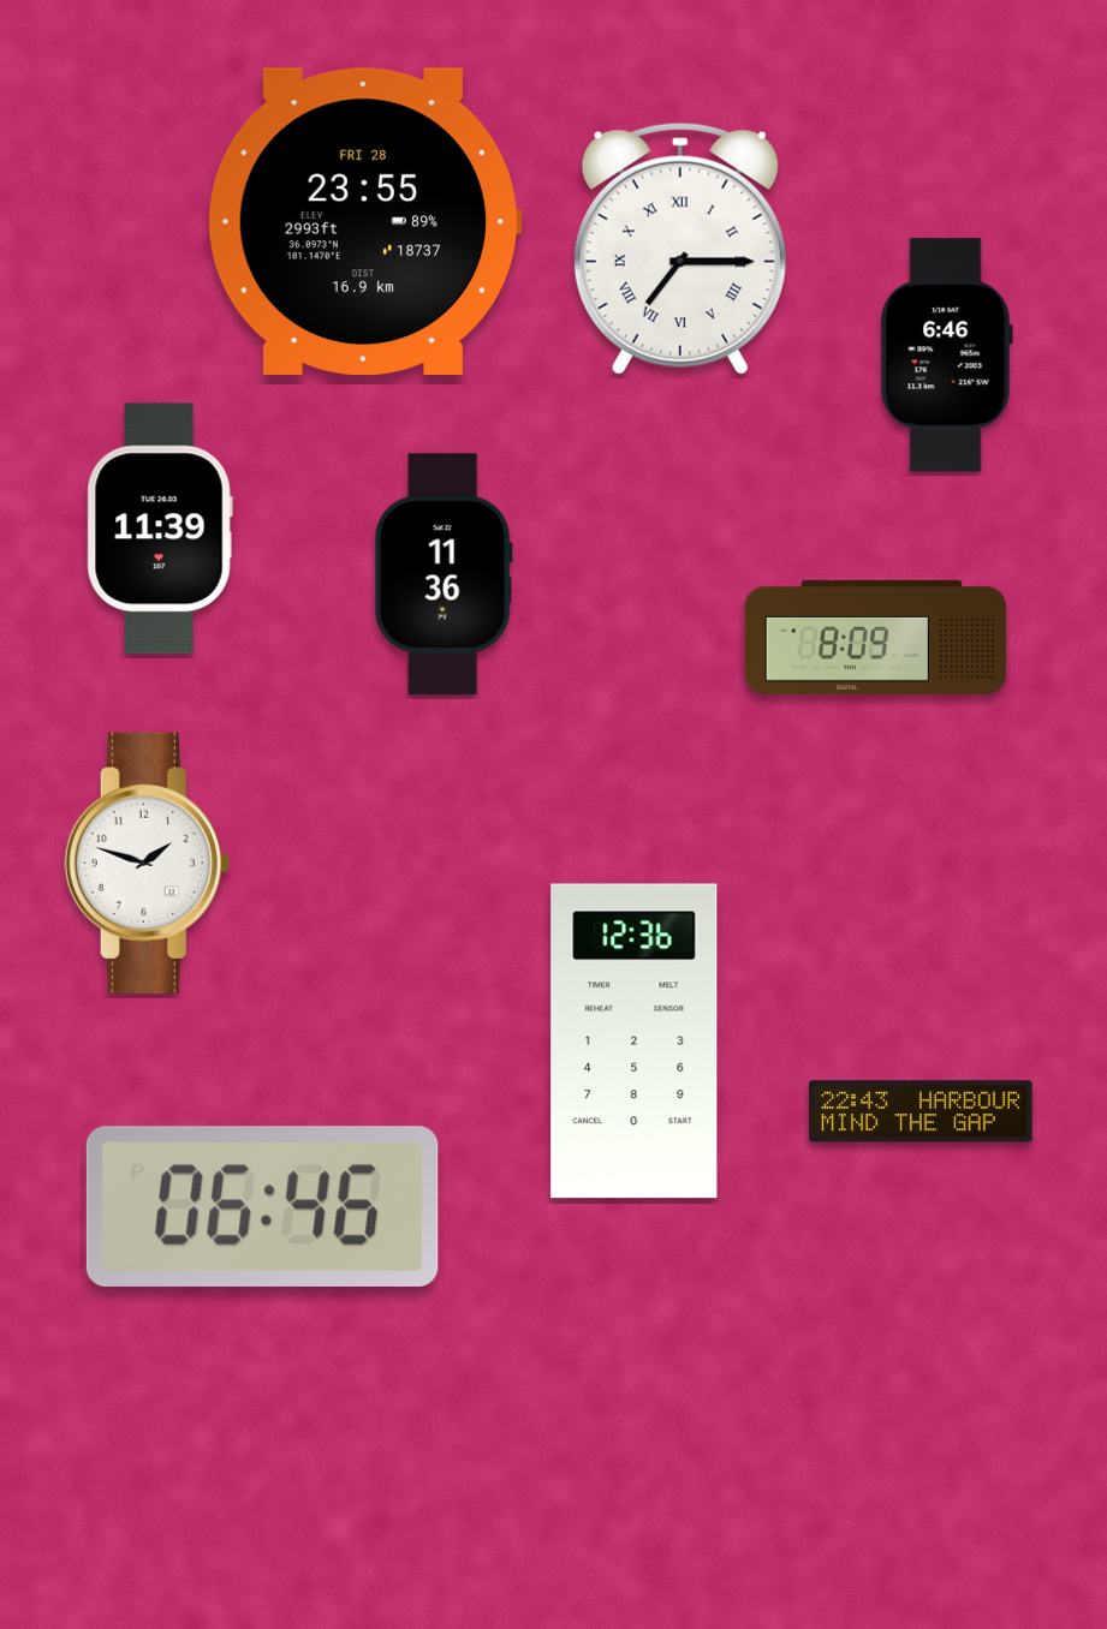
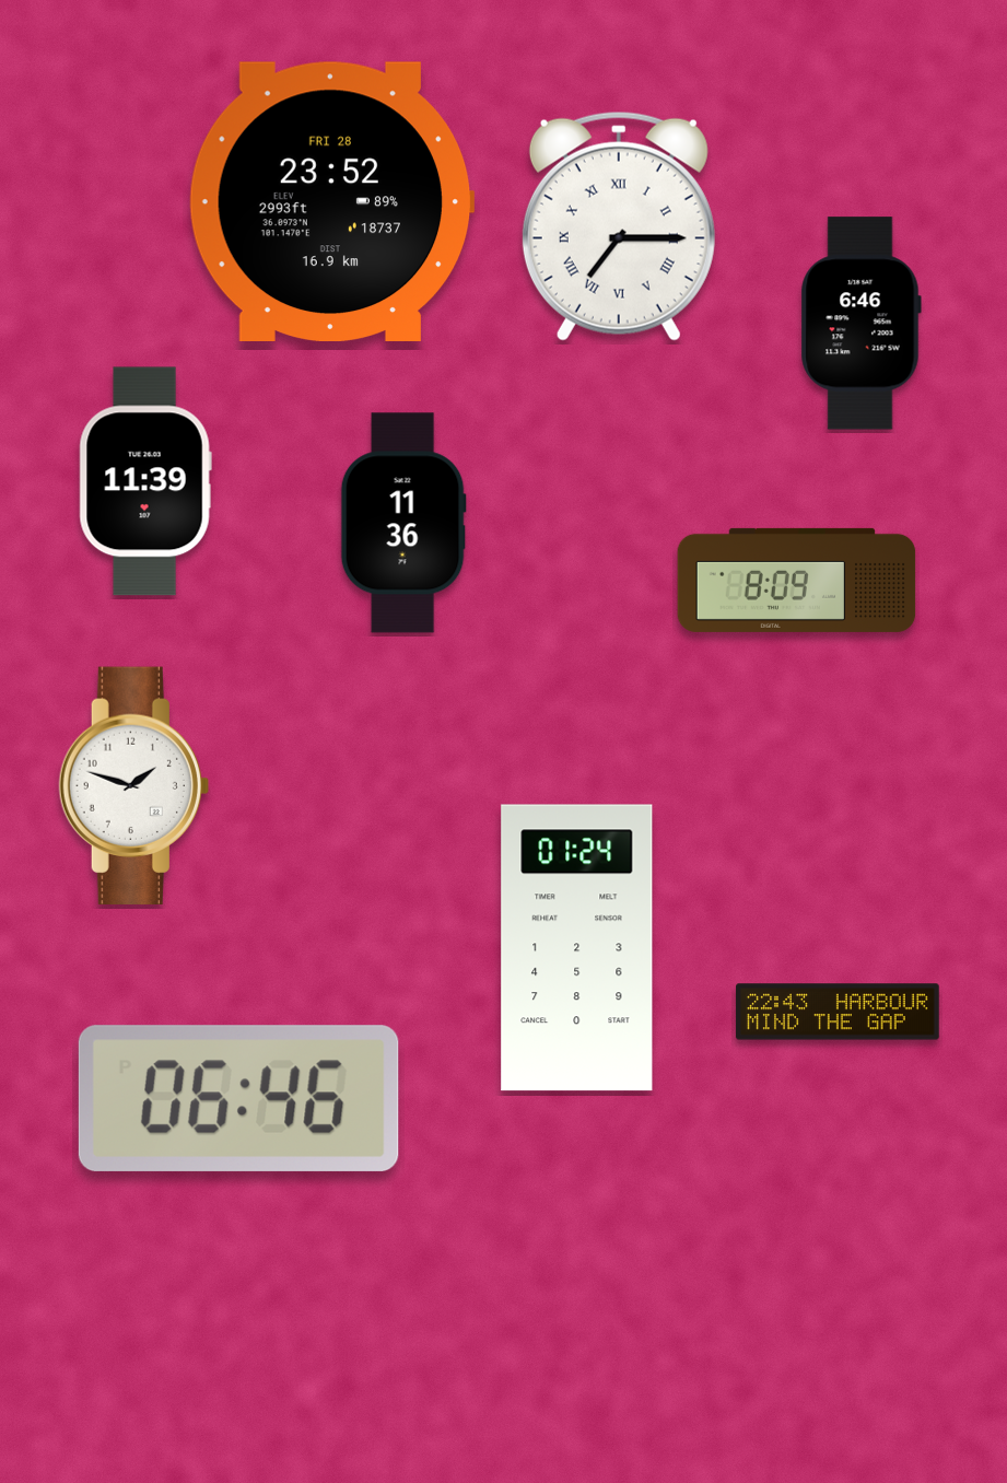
clock at (364, 221): 23:55 -> 23:52
clock at (635, 1042): 12:36 -> 01:24
